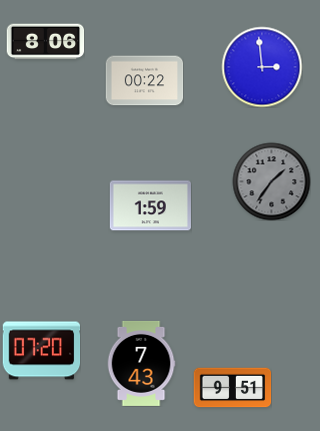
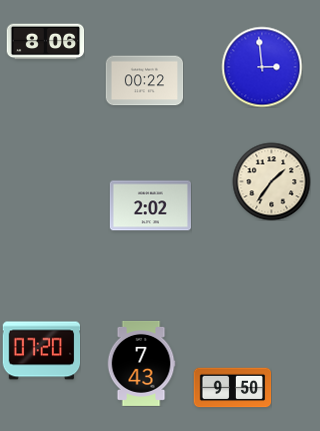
clock at (271, 181) dial: grey -> cream
clock at (150, 206): 1:59 -> 2:02
clock at (232, 388): 9:51 -> 9:50
